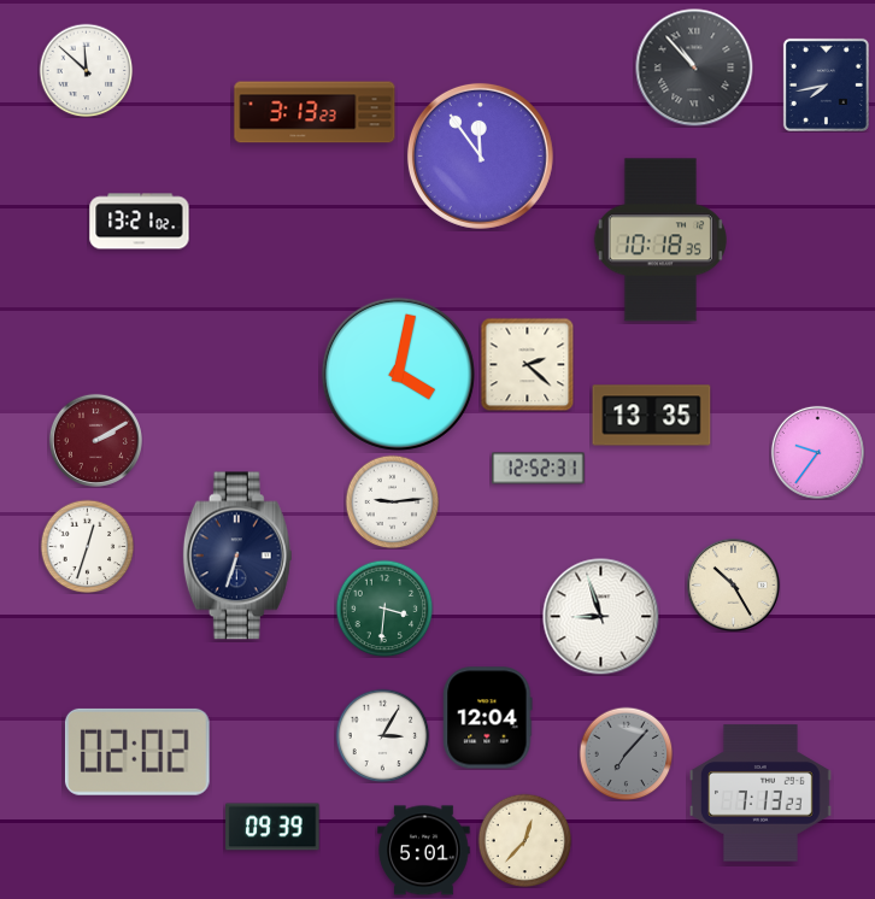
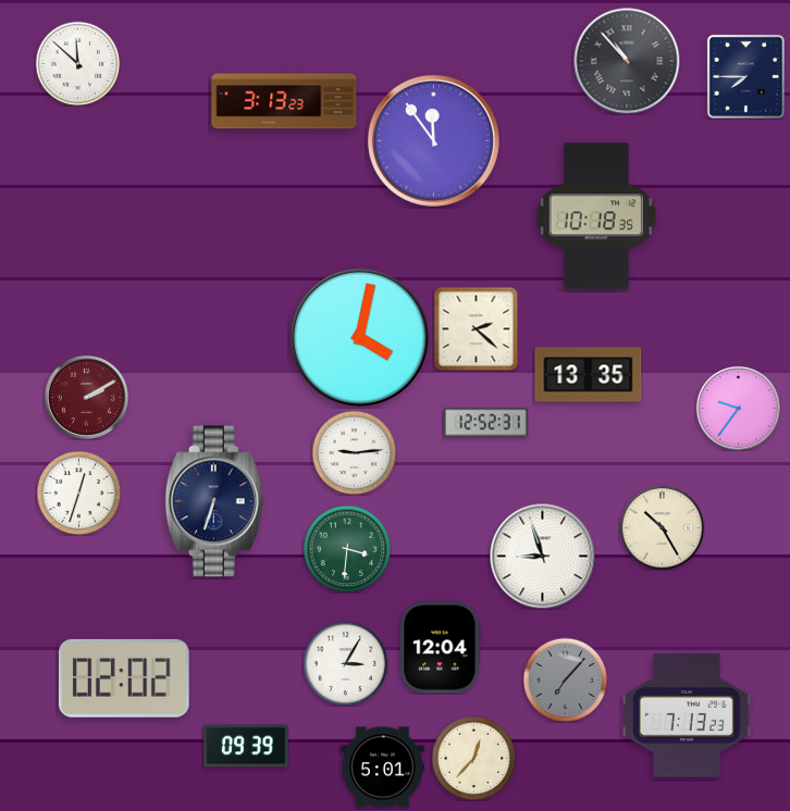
clock at (826, 84): 7:43 -> 7:45
clock at (140, 222): 13:21 -> none
